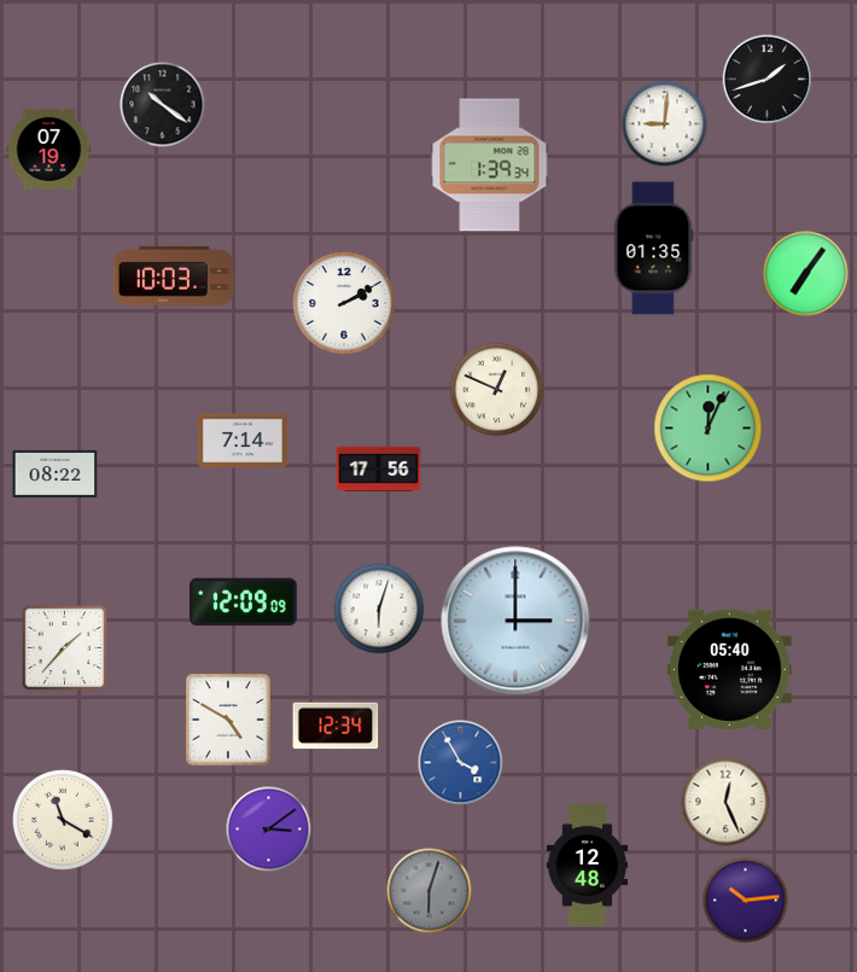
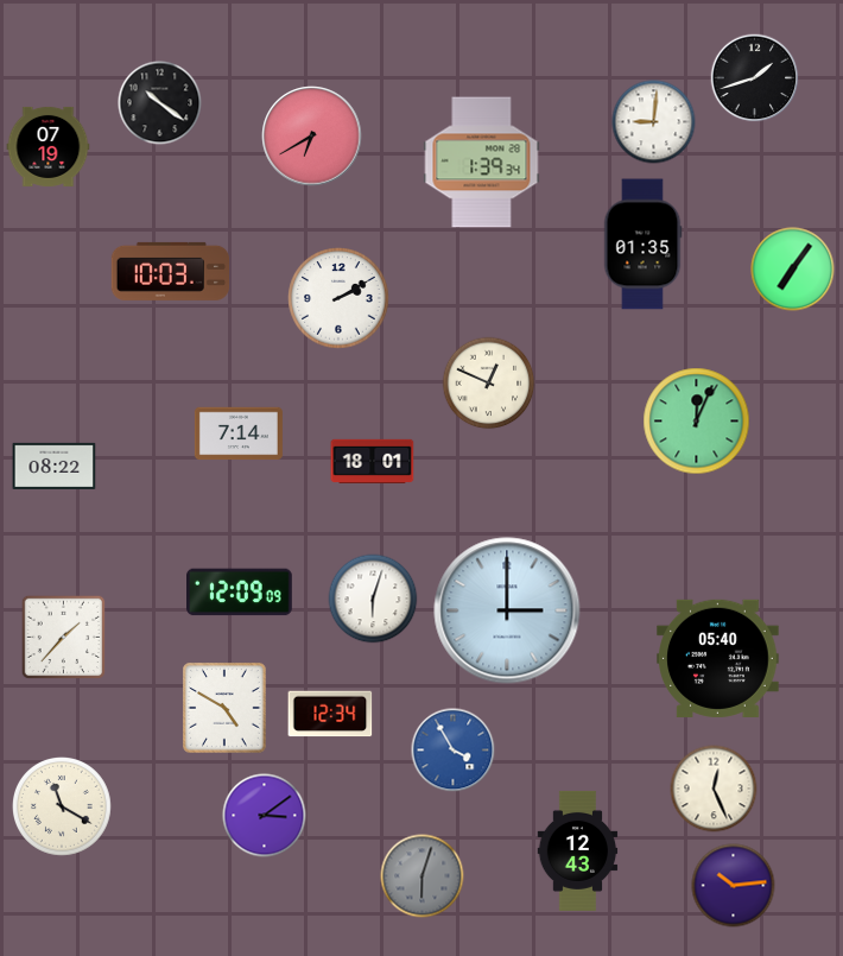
clock at (312, 137): none -> 6:40
clock at (379, 468): 17:56 -> 18:01
clock at (588, 865): 12:48 -> 12:43
